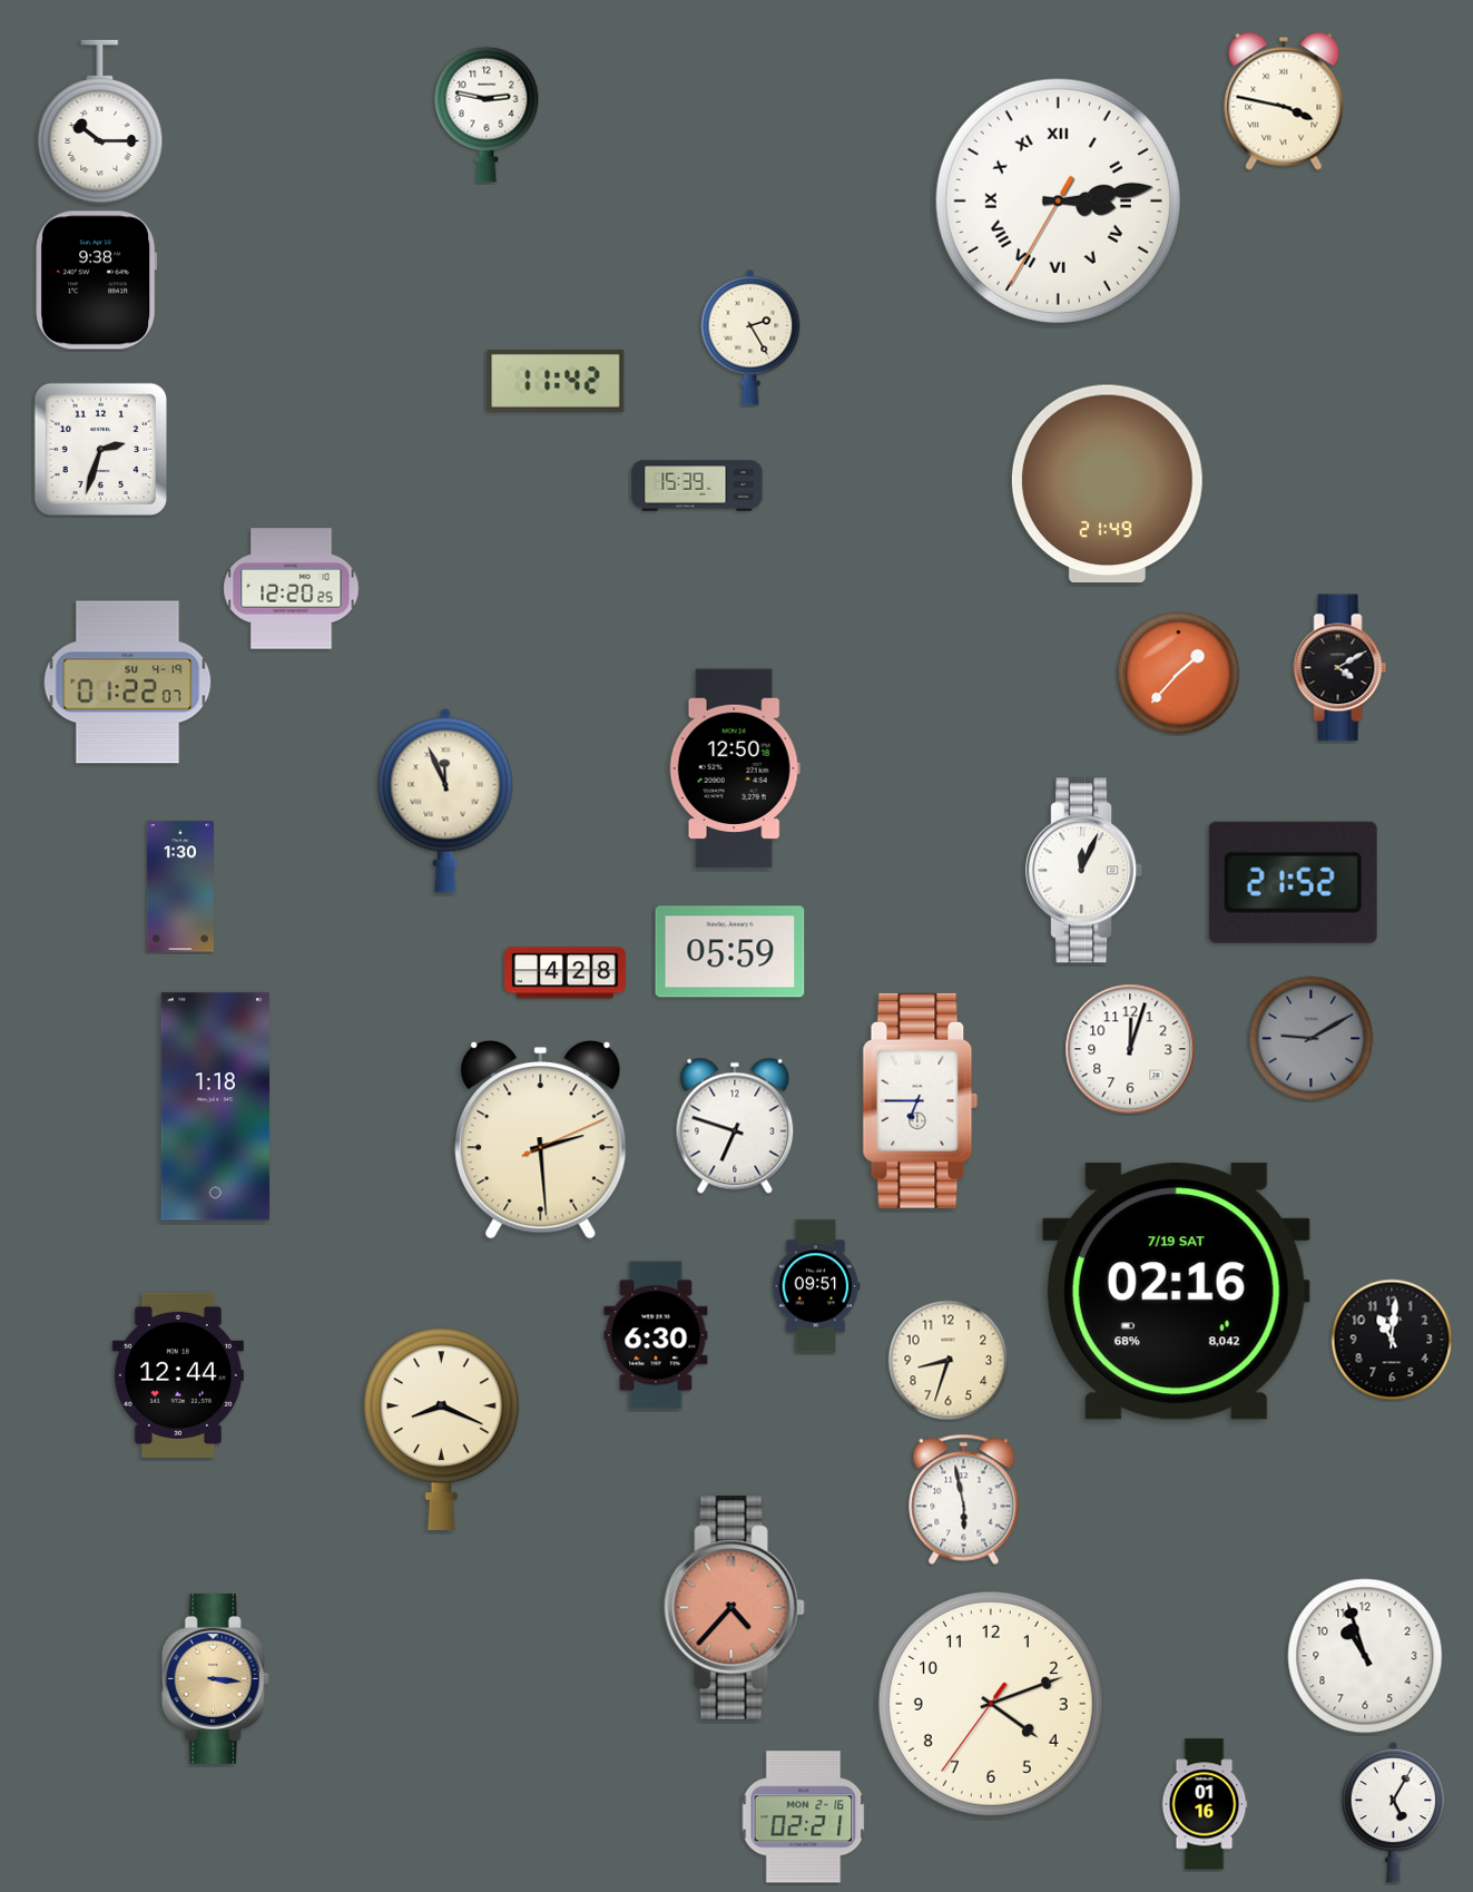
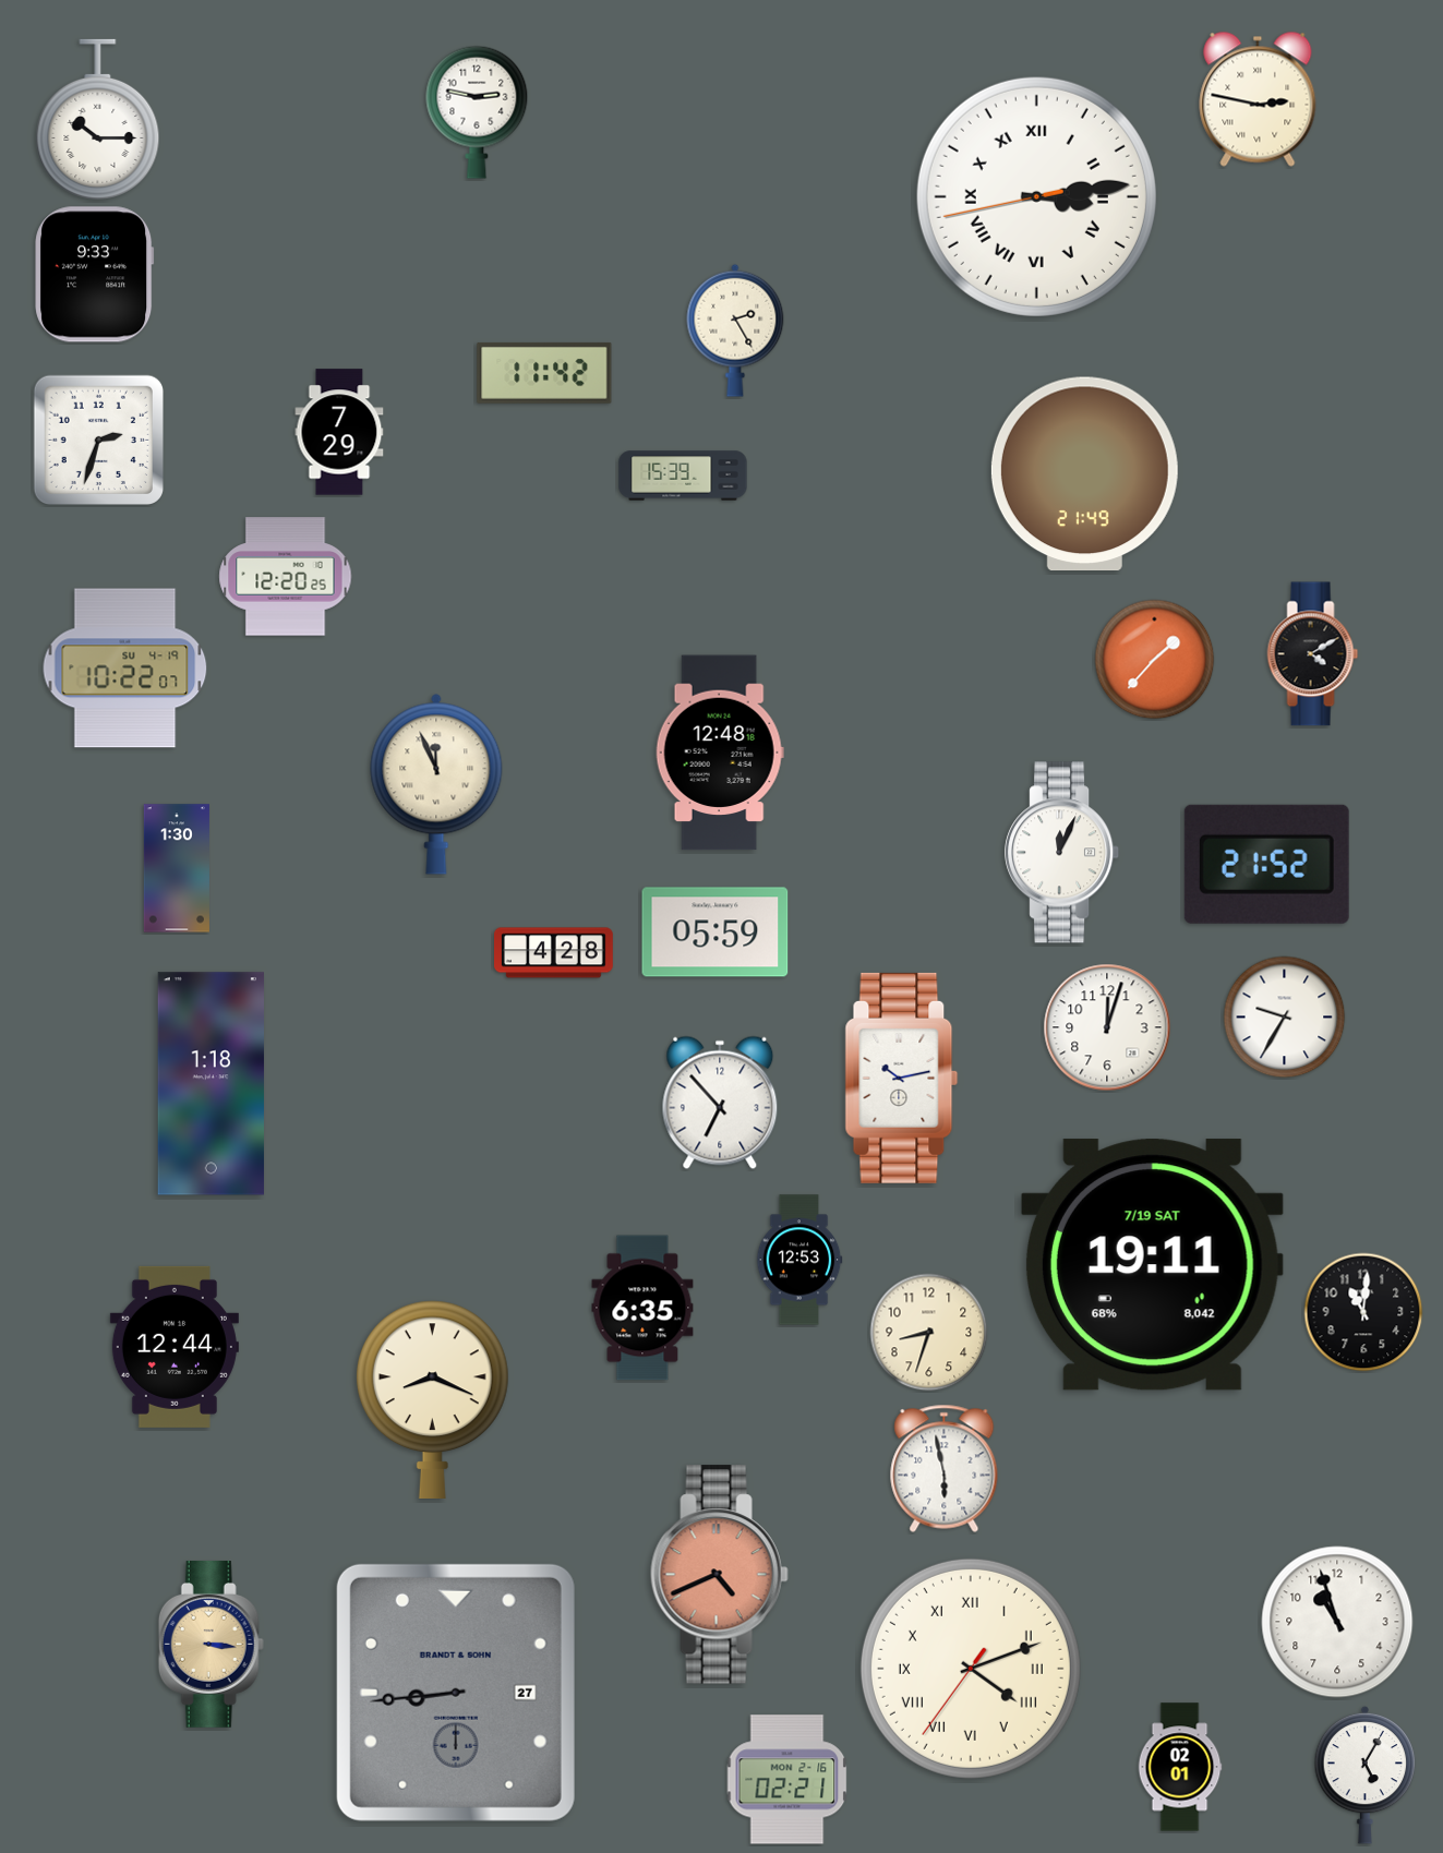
clock at (1284, 101): 3:47 -> 2:47
clock at (1058, 200): 3:13:35 -> 3:13:43
clock at (97, 281): 9:38 -> 9:33
clock at (339, 432): none -> 7:29
clock at (128, 683): 01:22 -> 10:22
clock at (735, 768): 12:50 -> 12:48
clock at (1312, 1039): 9:10 -> 9:35
clock at (1312, 1039) dial: grey -> white
clock at (921, 1100): 6:45 -> 10:13
clock at (735, 1126): 6:48 -> 6:53
clock at (541, 1140): 2:29 -> none
clock at (816, 1286): 09:51 -> 12:53
clock at (1176, 1292): 02:16 -> 19:11
clock at (656, 1335): 6:30 -> 6:35
clock at (734, 1608): 4:37 -> 4:41
clock at (991, 1704) numerals: Arabic -> Roman
clock at (456, 1693): none -> 8:44
clock at (1205, 1804): 01:16 -> 02:01
